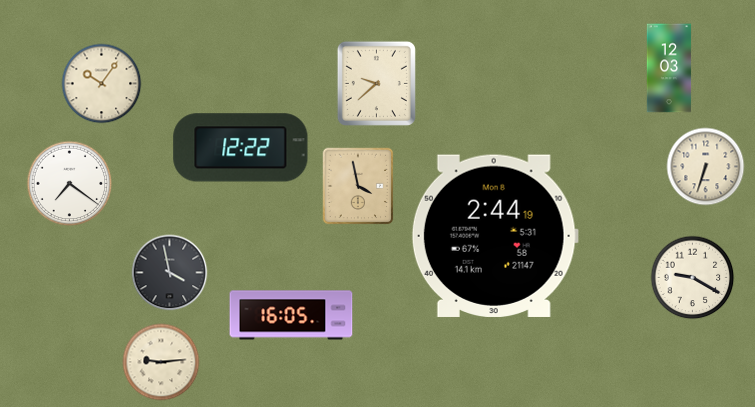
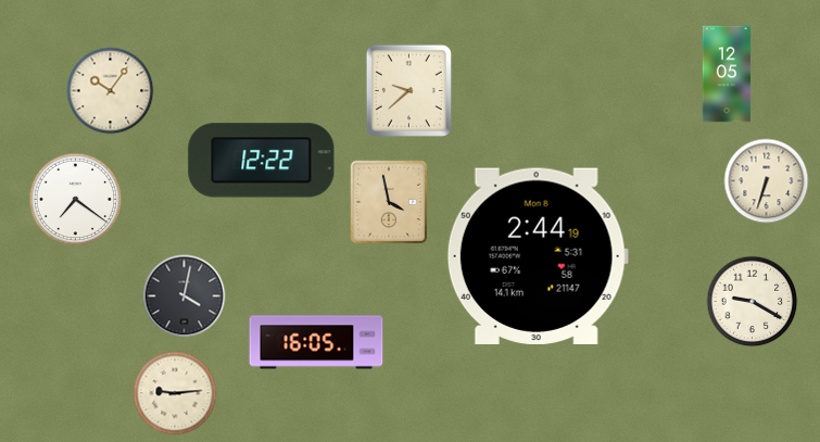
clock at (669, 68): 12:03 -> 12:05
clock at (170, 273): 3:58 -> 4:02
